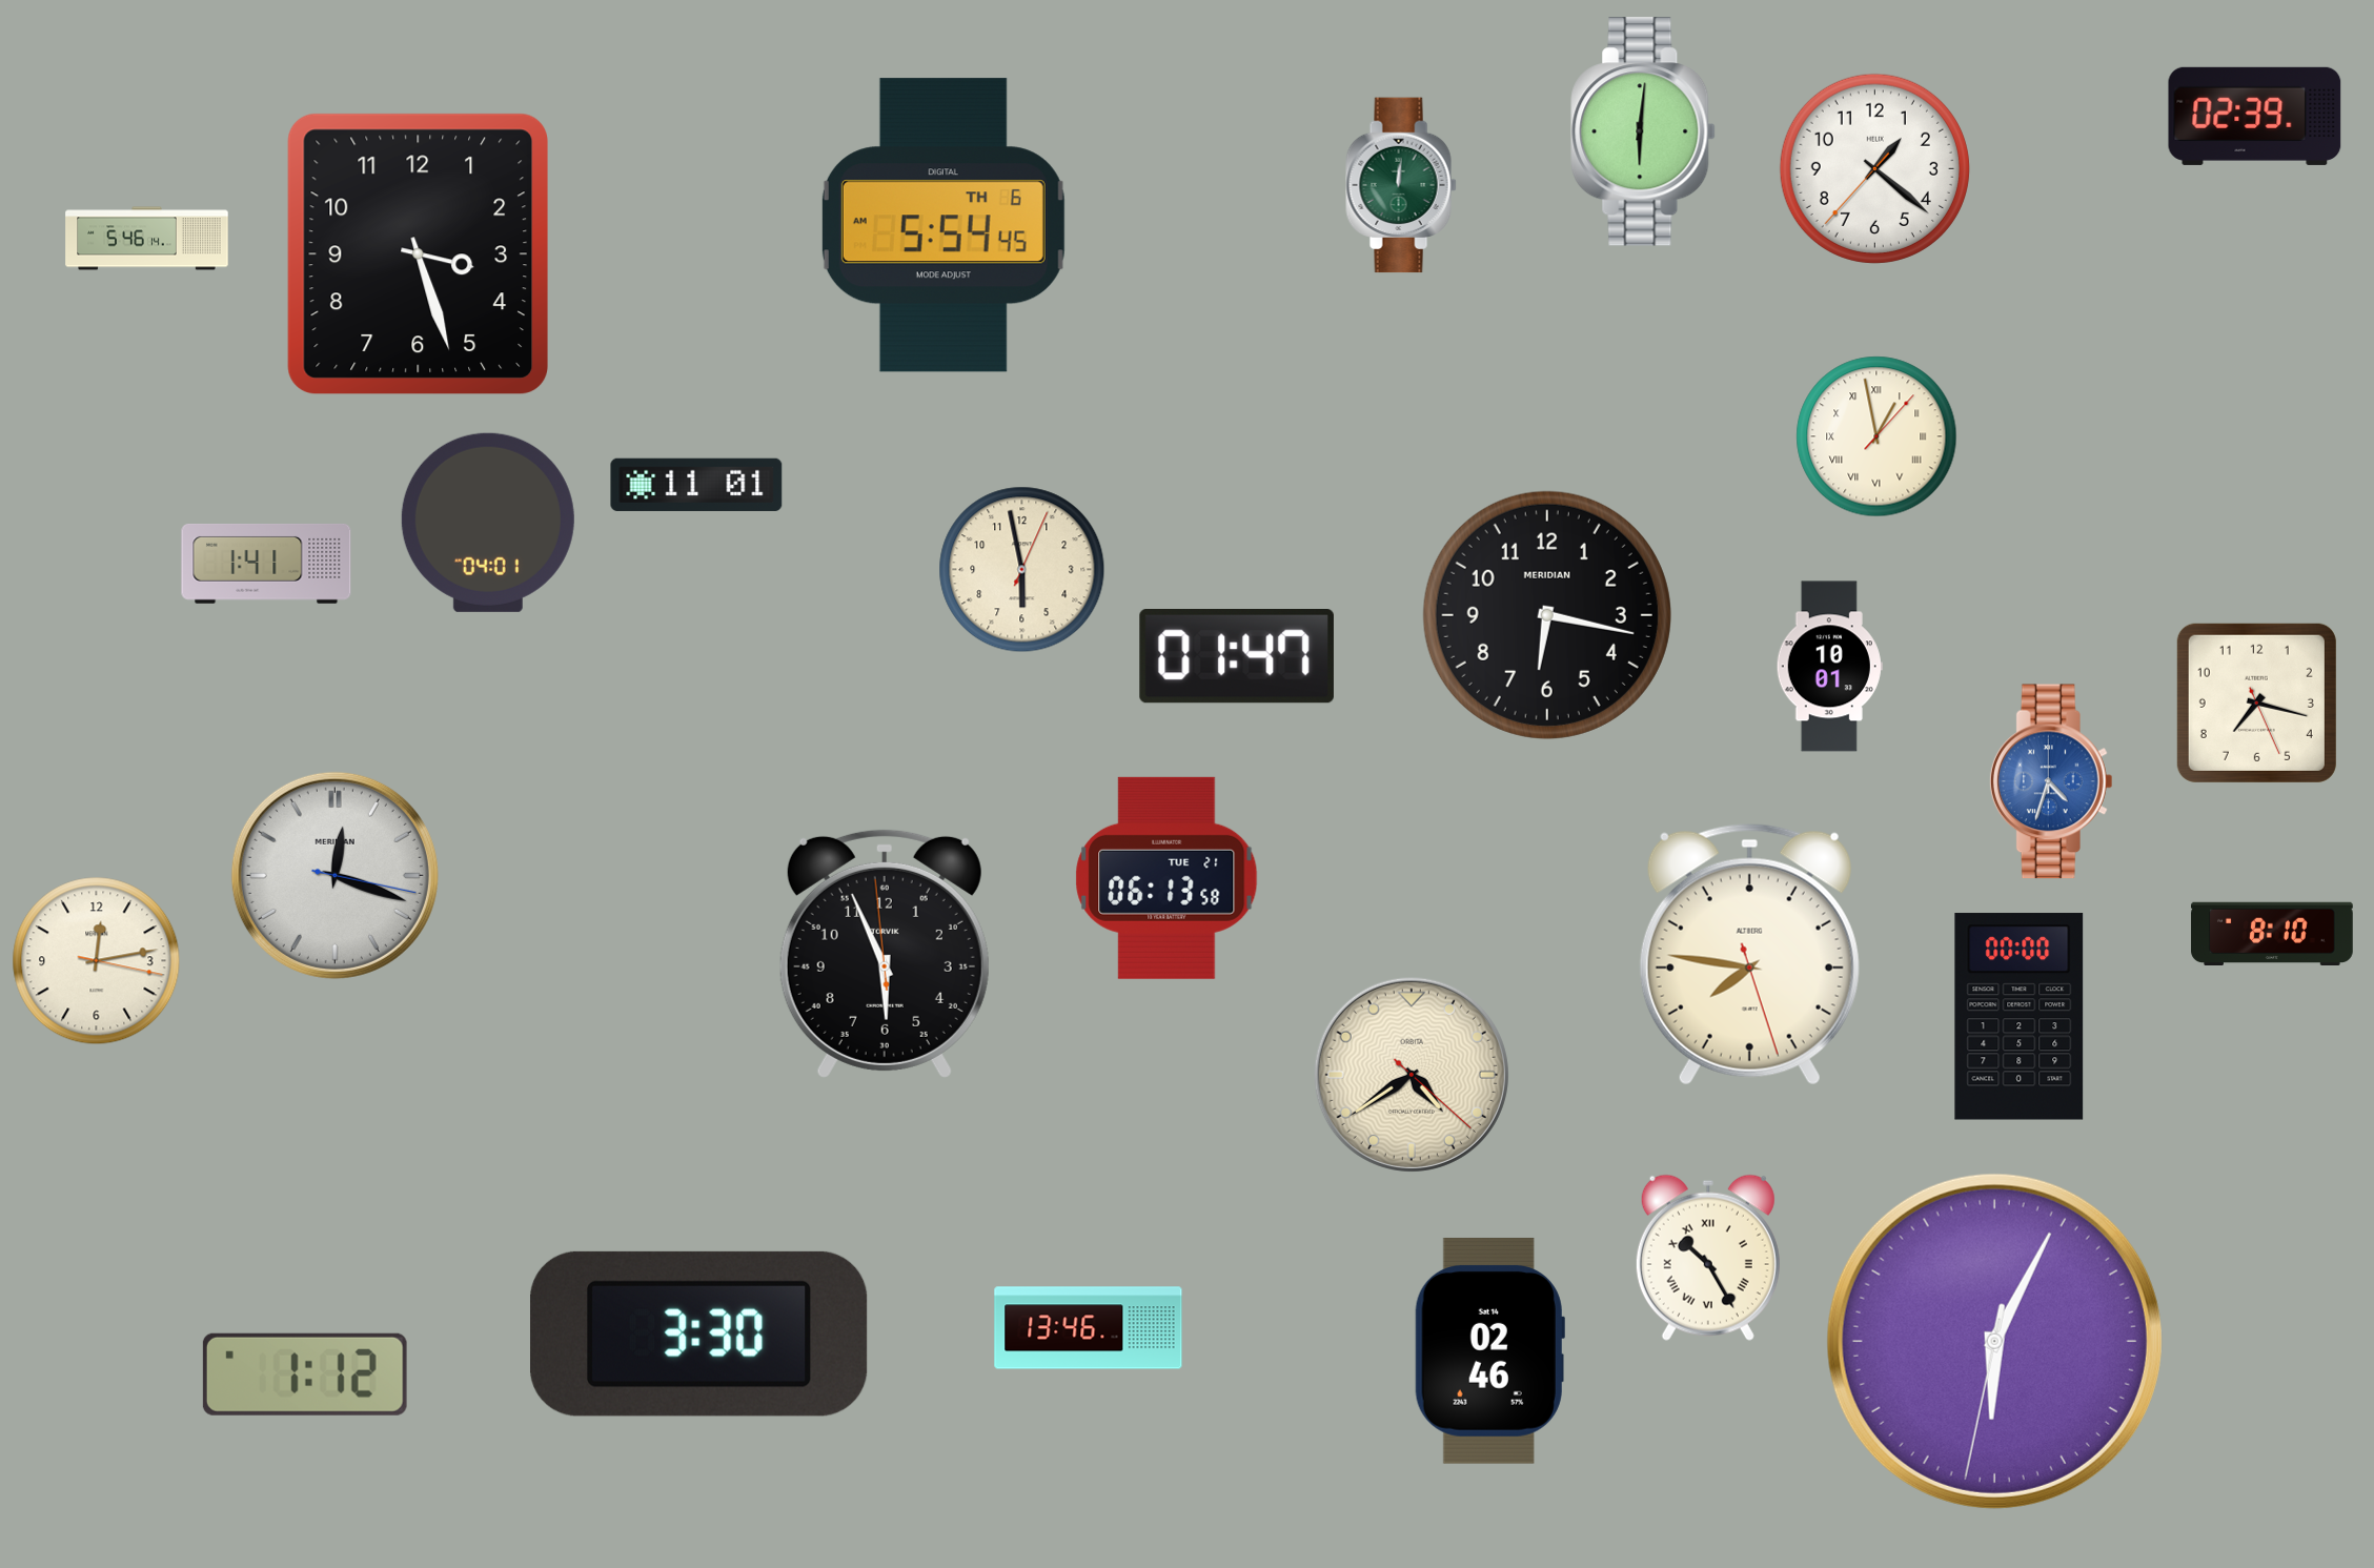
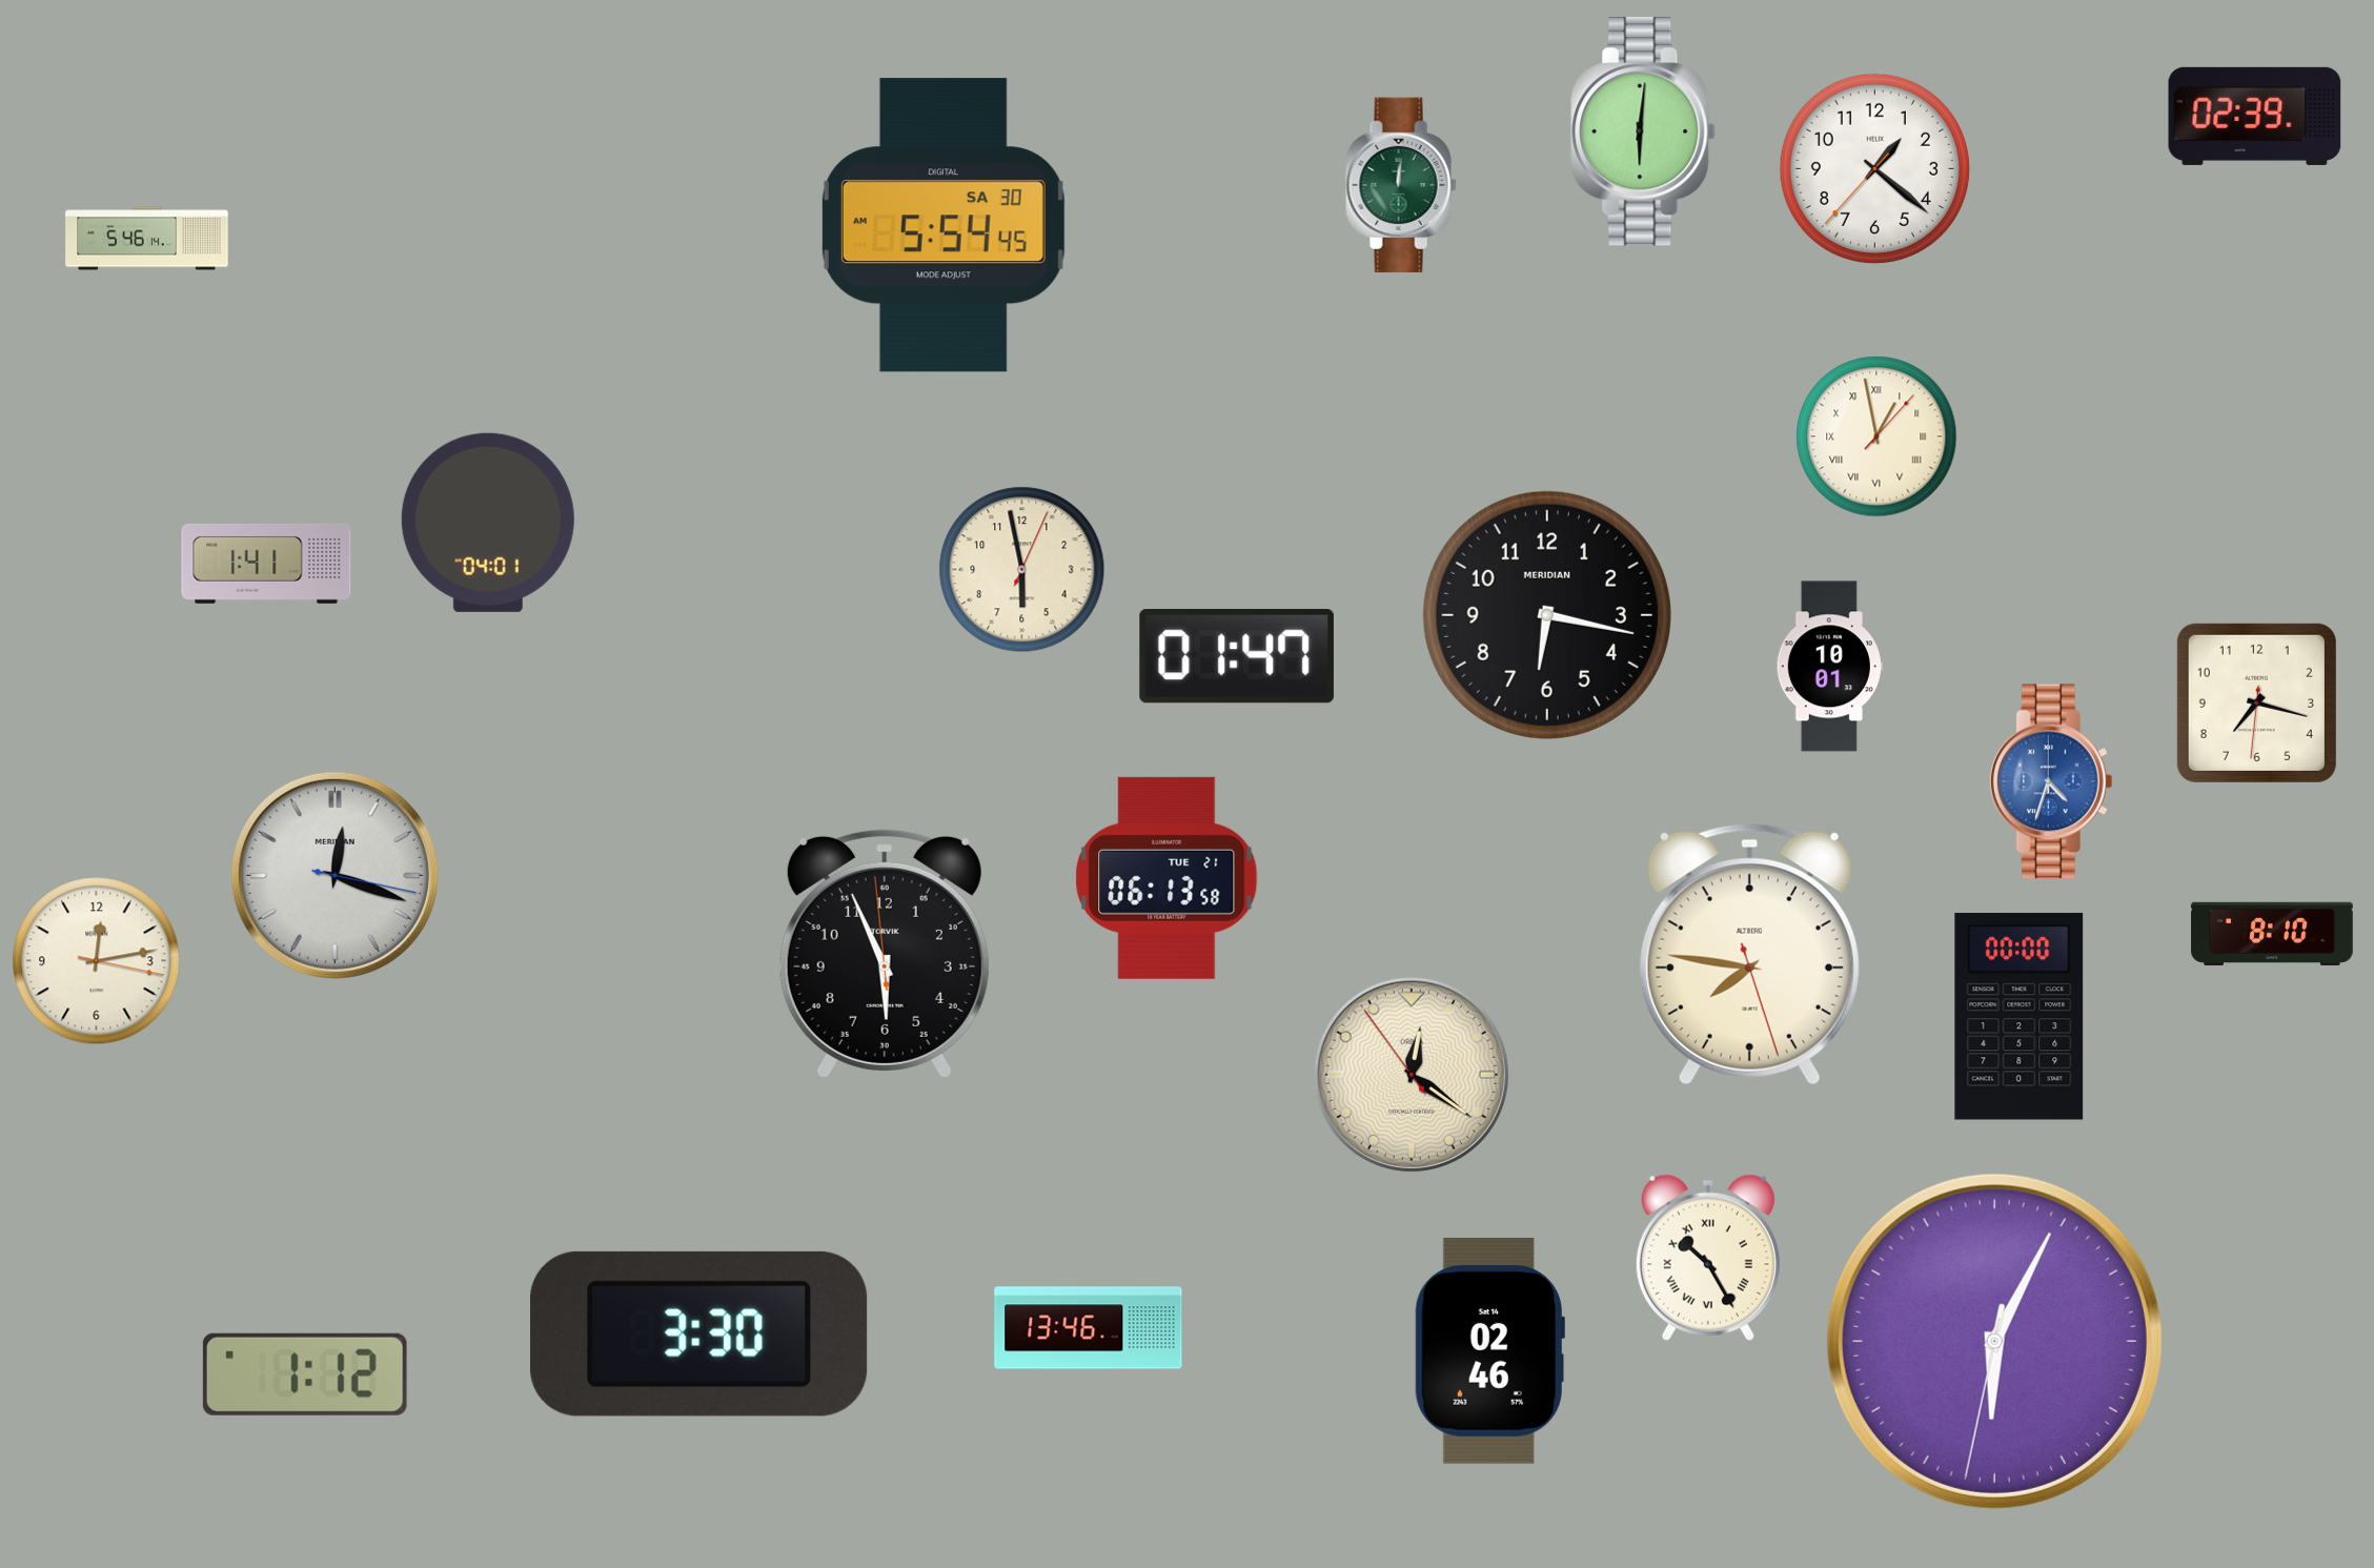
clock at (943, 225) date: TH 6 -> SA 30
clock at (418, 253): 3:27 -> none
clock at (696, 485): 11:01 -> none
clock at (2256, 702): 7:17:26 -> 7:17:31
clock at (1412, 1075): 4:39 -> 12:20
